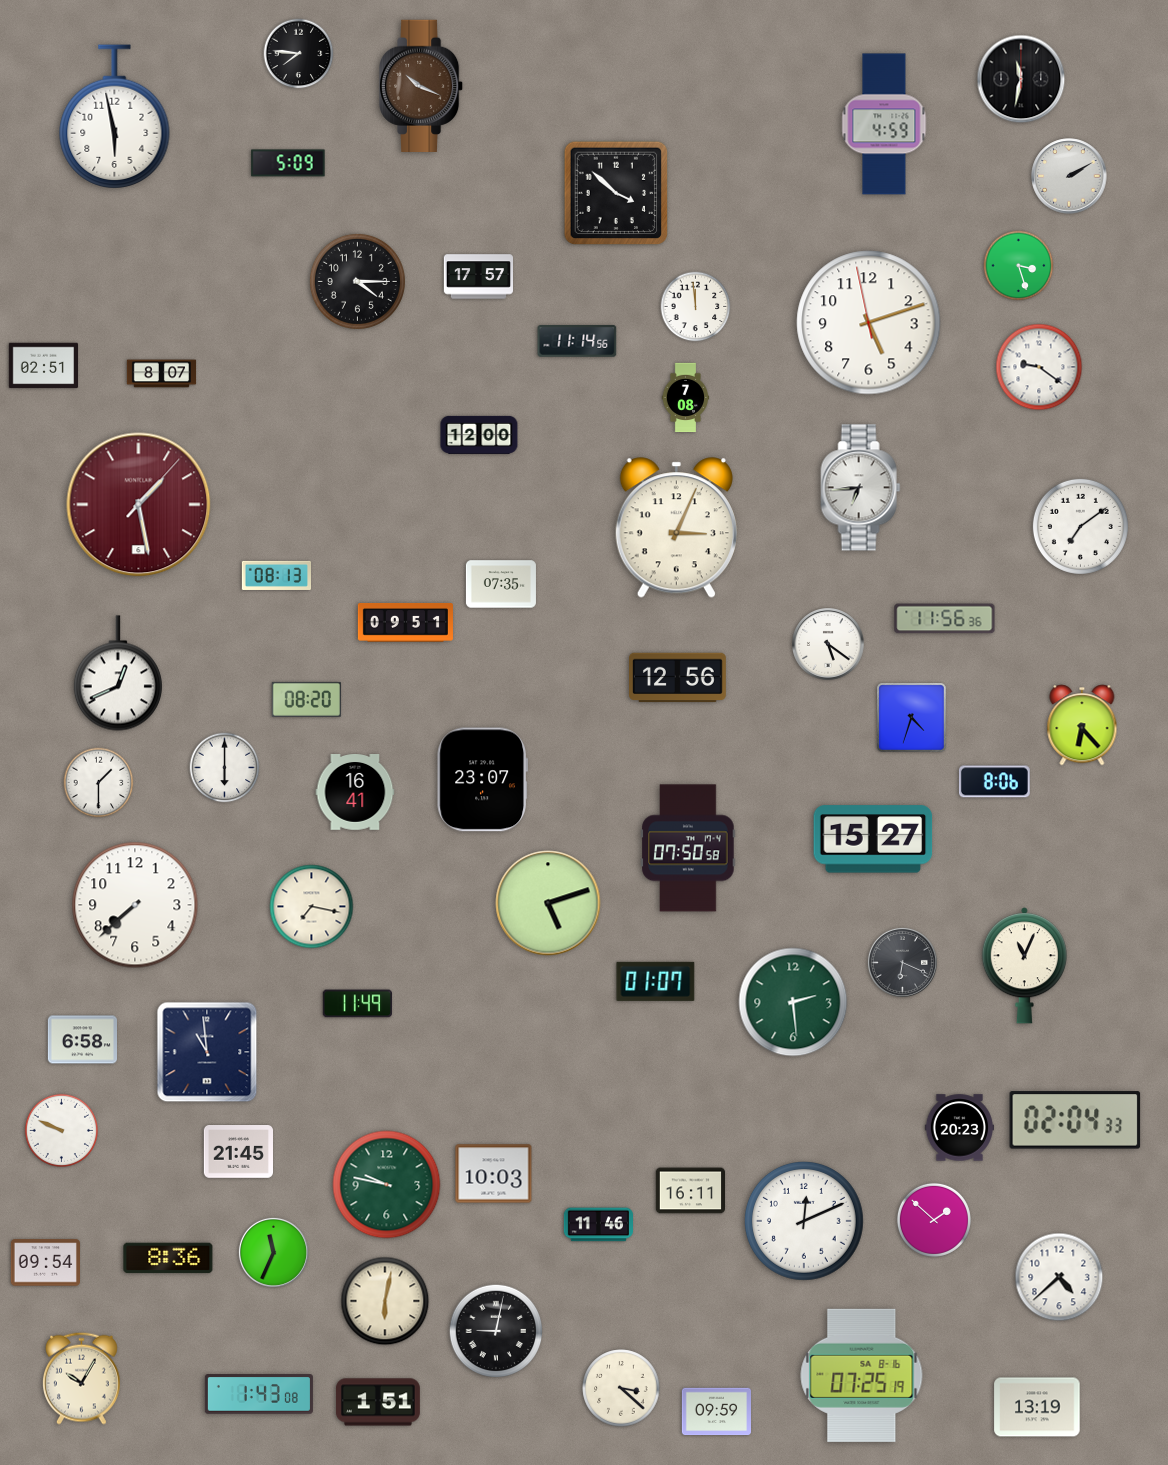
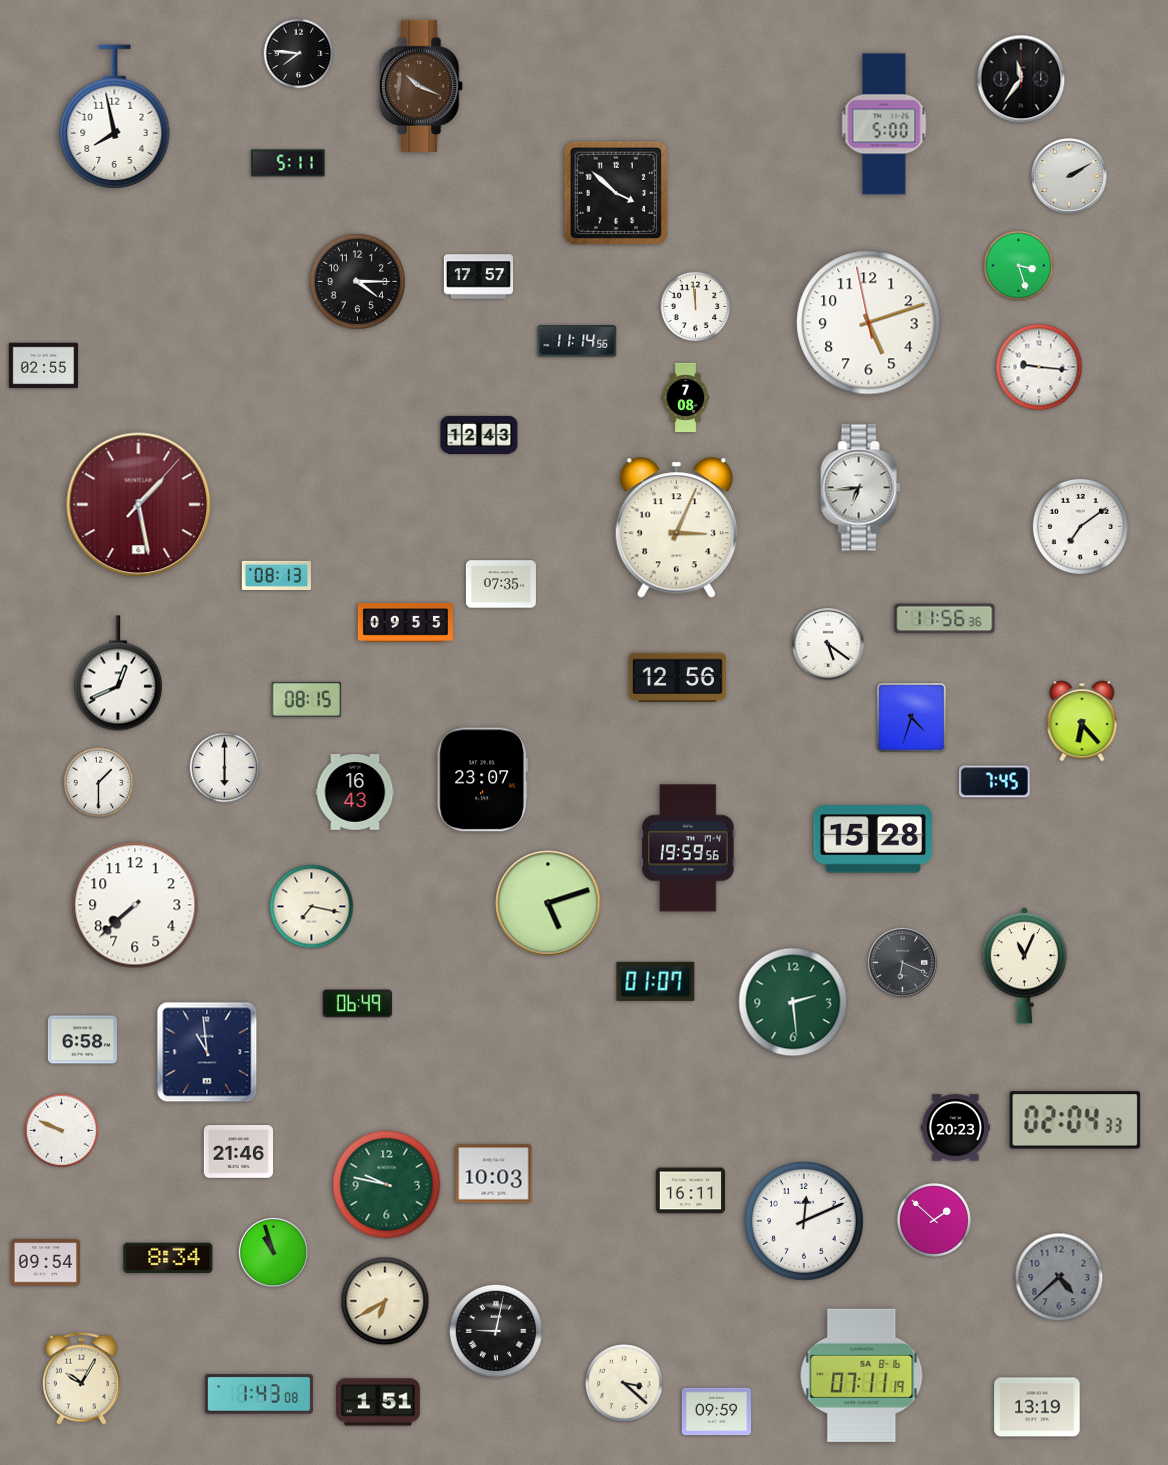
clock at (1021, 79): 11:32 -> 11:36
clock at (115, 117): 5:58 -> 7:58
clock at (884, 124): 4:59 -> 5:00
clock at (288, 163): 5:09 -> 5:11
clock at (43, 366): 02:51 -> 02:55
clock at (1039, 367): 9:21 -> 9:16
clock at (162, 374): 8:07 -> none
clock at (479, 435): 12:00 -> 12:43
clock at (405, 623): 09:51 -> 09:55
clock at (306, 699): 08:20 -> 08:15
clock at (1082, 725) position: (1082, 725) -> (1082, 721)
clock at (994, 782): 8:06 -> 7:45
clock at (355, 793): 16:41 -> 16:43
clock at (873, 839): 15:27 -> 15:28
clock at (688, 848): 07:50 -> 19:59
clock at (357, 1004): 11:49 -> 06:49
clock at (959, 1128) position: (959, 1128) -> (955, 1128)
clock at (238, 1152): 21:45 -> 21:46
clock at (598, 1225): 11:46 -> none
clock at (273, 1252): 11:34 -> 10:57
clock at (168, 1258): 8:36 -> 8:34
clock at (1059, 1277) dial: white -> grey
clock at (385, 1301): 6:02 -> 6:40
clock at (862, 1375): 07:25 -> 07:11
clock at (621, 1388) position: (621, 1388) -> (624, 1383)
